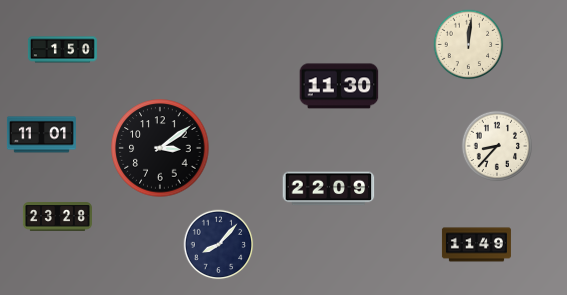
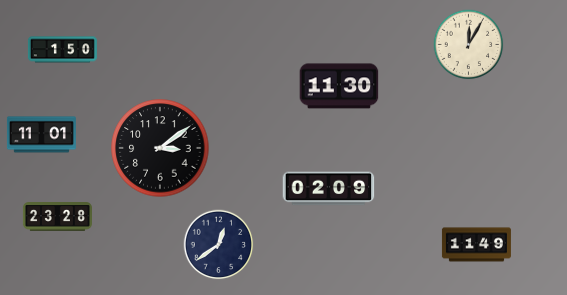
clock at (469, 45): 12:01 -> 12:05
clock at (497, 146): 8:37 -> none
clock at (329, 189): 22:09 -> 02:09
clock at (219, 245): 8:07 -> 12:39
